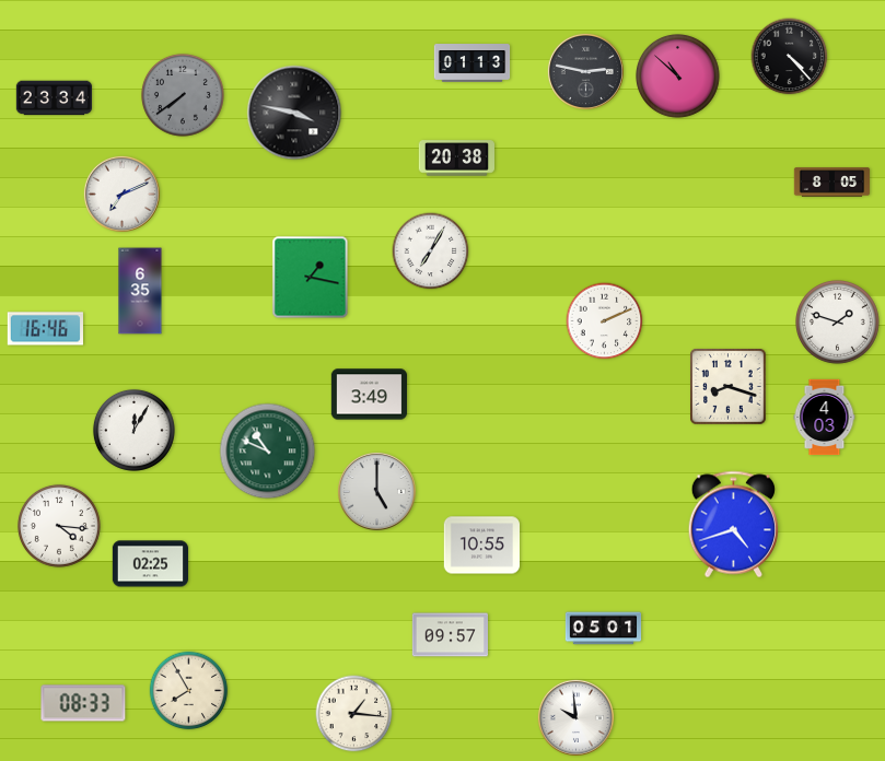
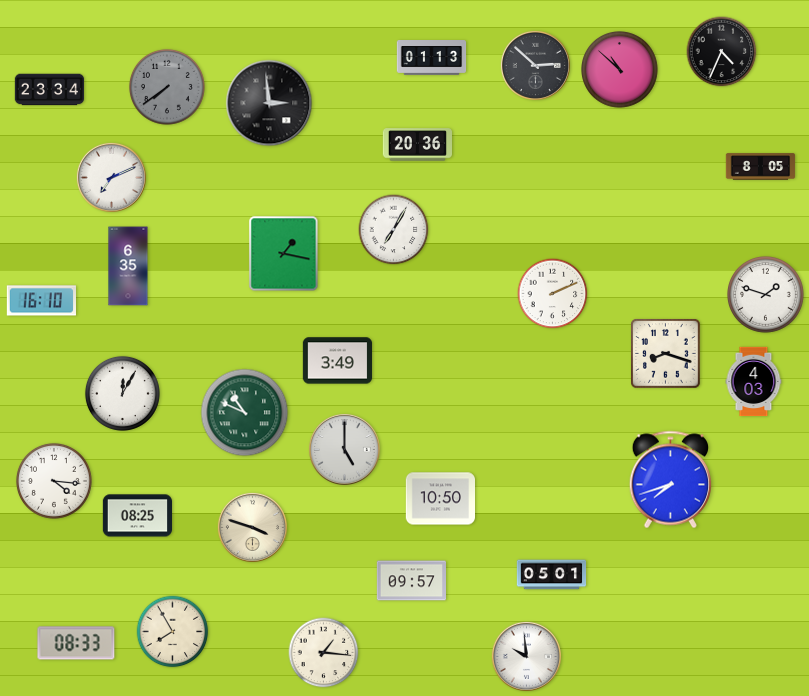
clock at (790, 57): 4:23 -> 4:34
clock at (585, 71): 2:47 -> 2:52
clock at (294, 113): 3:47 -> 2:59
clock at (456, 159): 20:38 -> 20:36
clock at (45, 329): 16:46 -> 16:10
clock at (733, 525): 4:42 -> 7:42
clock at (481, 546): 10:55 -> 10:50
clock at (151, 564): 02:25 -> 08:25
clock at (252, 527): none -> 3:48
